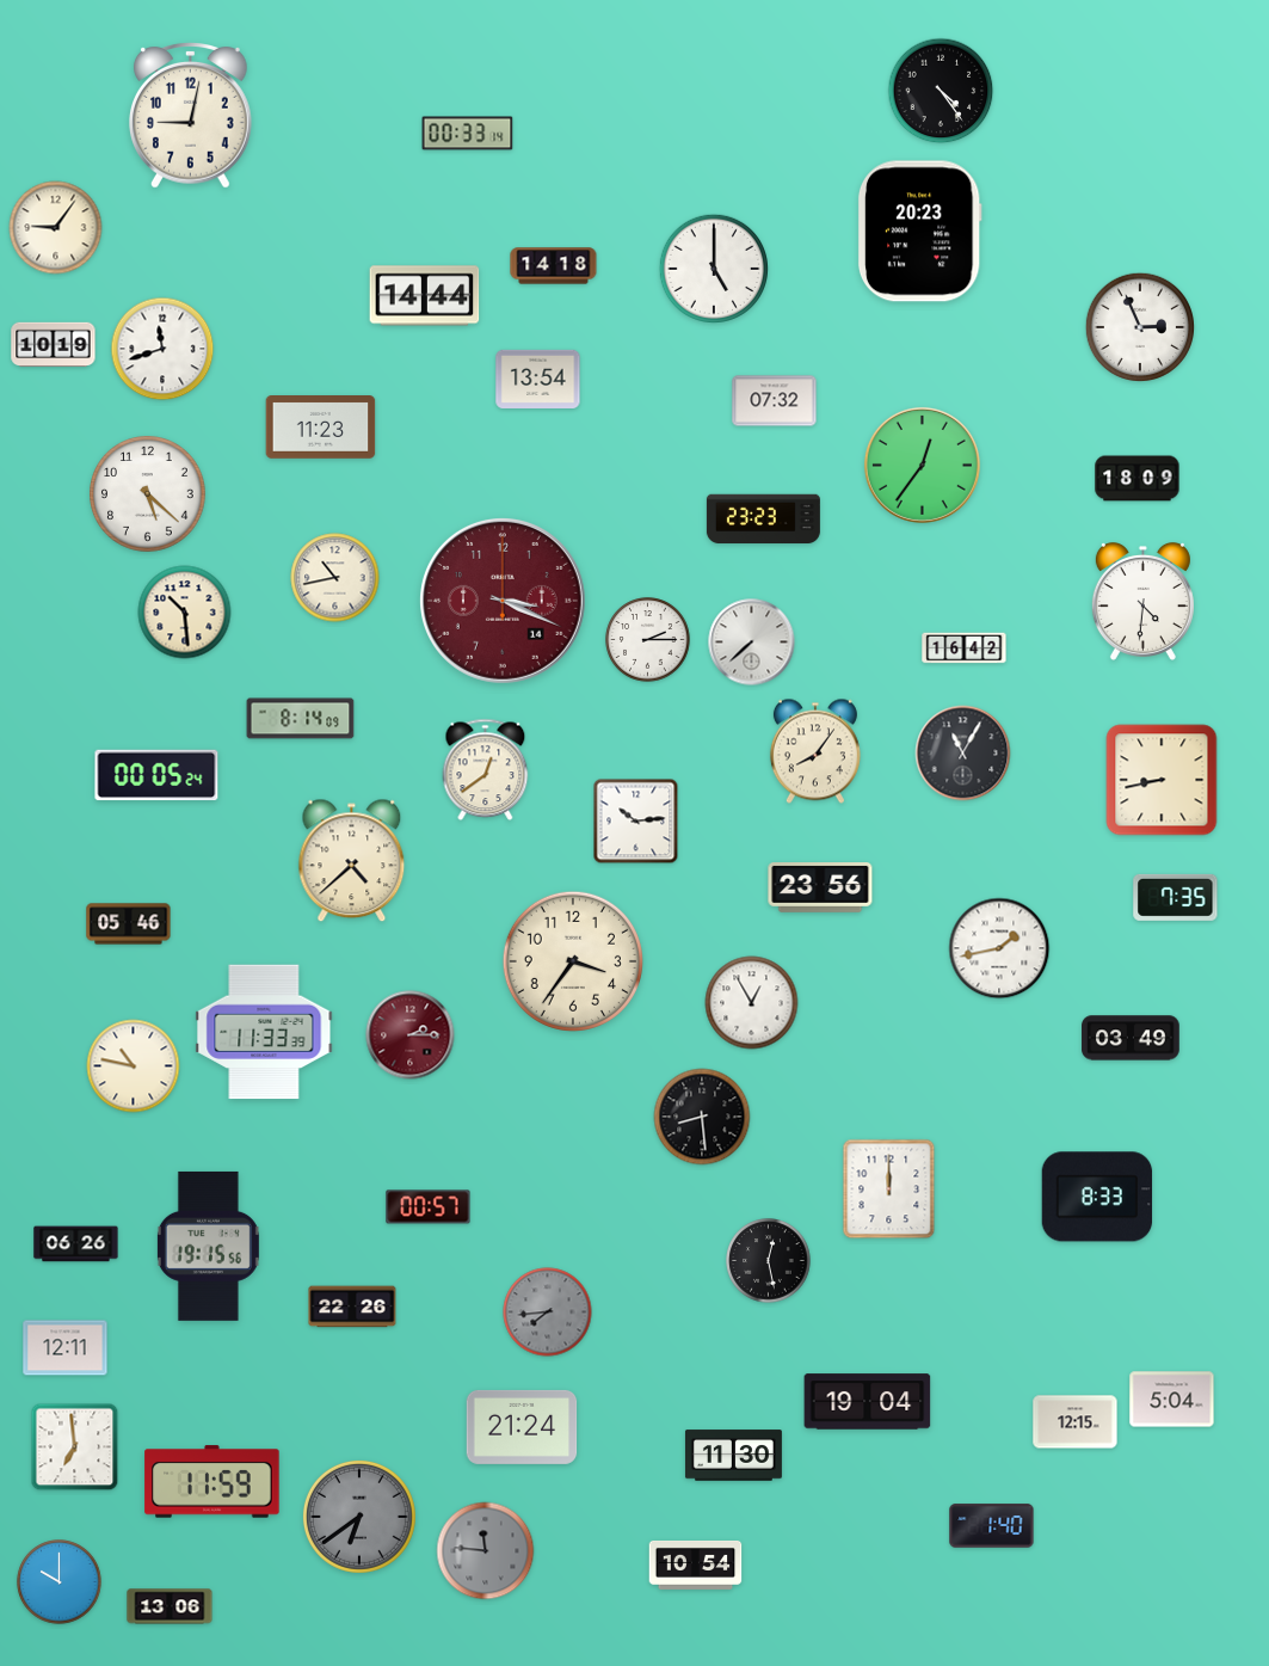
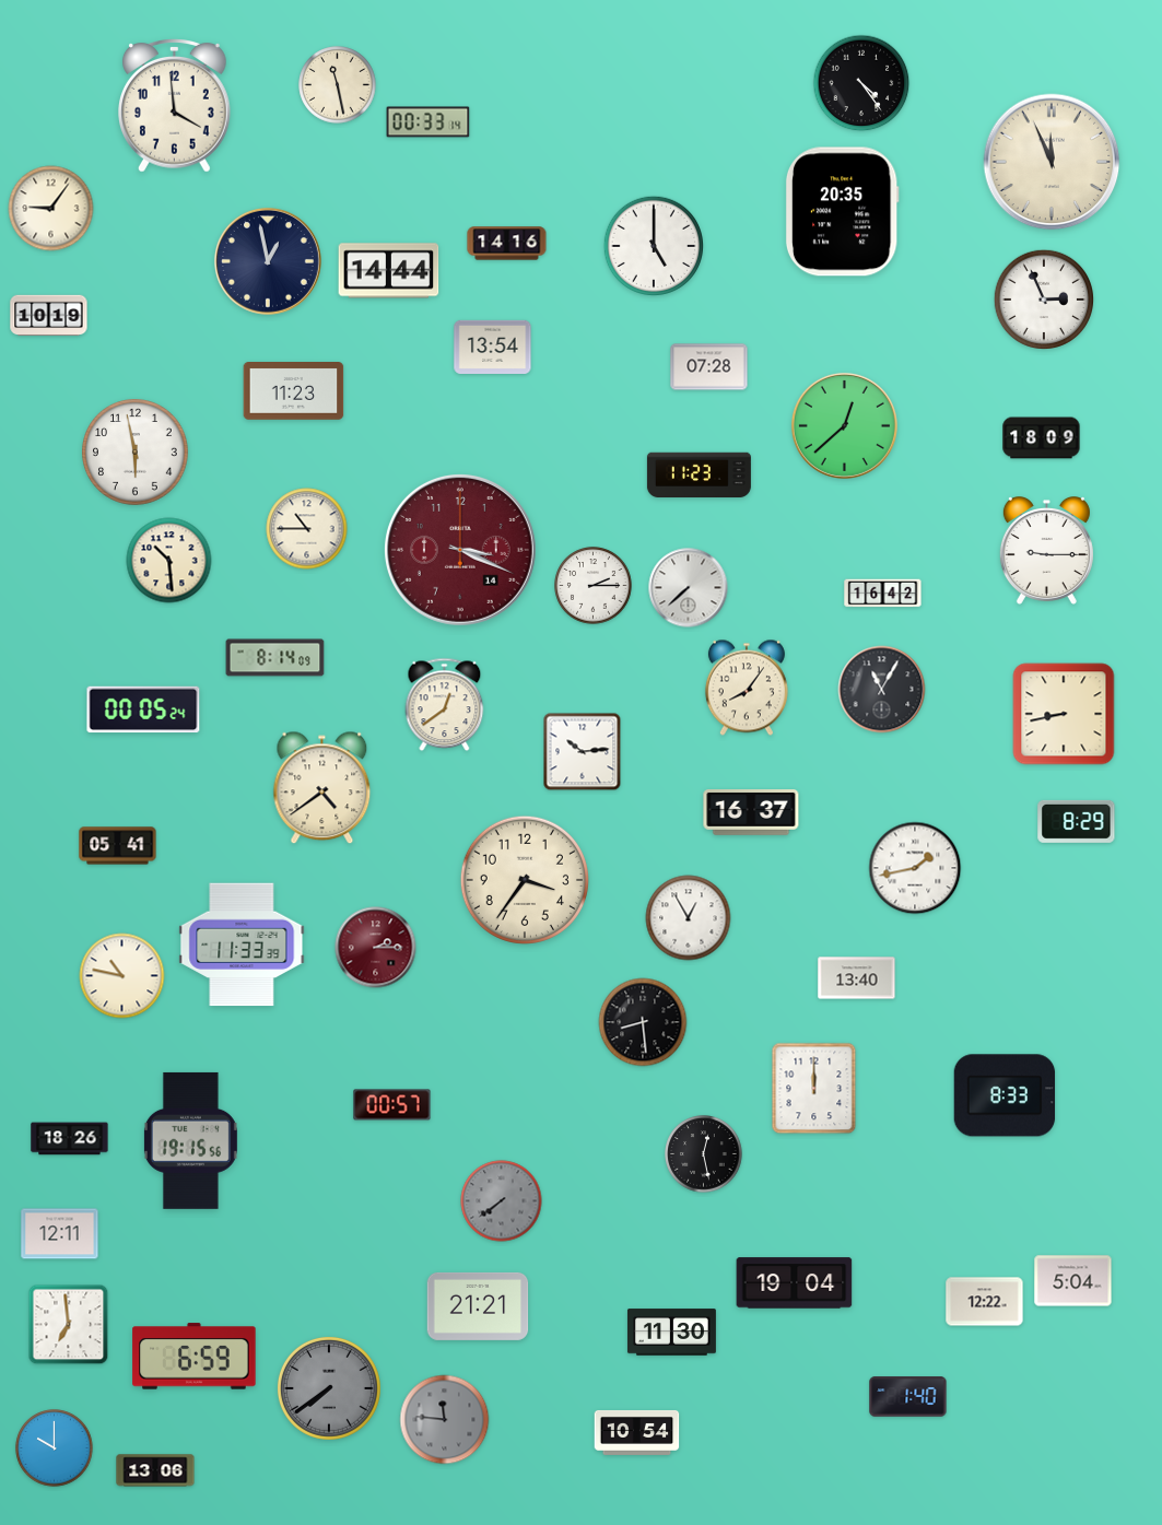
clock at (338, 85): none -> 11:28
clock at (191, 116): 9:02 -> 3:59
clock at (1052, 162): none -> 11:56
clock at (919, 232): 20:23 -> 20:35
clock at (554, 266): 14:18 -> 14:16
clock at (268, 261): none -> 12:58
clock at (162, 349): 11:42 -> none
clock at (775, 401): 07:32 -> 07:28
clock at (922, 465): 12:36 -> 12:38
clock at (148, 494): 5:22 -> 5:58
clock at (763, 520): 23:23 -> 11:23
clock at (335, 578): 10:43 -> 10:45
clock at (1142, 602): 4:31 -> 9:15
clock at (352, 861): 4:38 -> 4:39
clock at (820, 889): 23:56 -> 16:37
clock at (1176, 897): 7:35 -> 8:29
clock at (129, 924): 05:46 -> 05:41
clock at (1131, 1038): 03:49 -> none
clock at (857, 978): none -> 13:40
clock at (76, 1244): 06:26 -> 18:26
clock at (352, 1307): 22:26 -> none
clock at (548, 1312): 7:44 -> 7:39
clock at (1076, 1422): 12:15 -> 12:22
clock at (522, 1427): 21:24 -> 21:21
clock at (212, 1482): 11:59 -> 6:59
clock at (359, 1517): 6:39 -> 7:39
